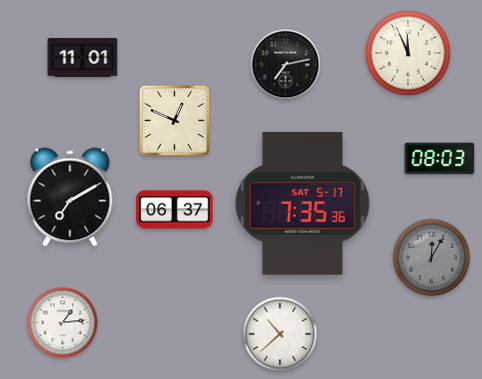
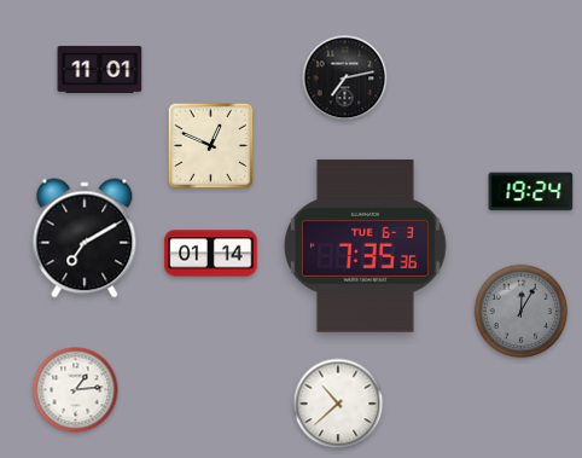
clock at (408, 53): 11:56 -> none
clock at (440, 159): 08:03 -> 19:24
clock at (302, 203) date: SAT 5-17 -> TUE 6-3
clock at (175, 210): 06:37 -> 01:14
